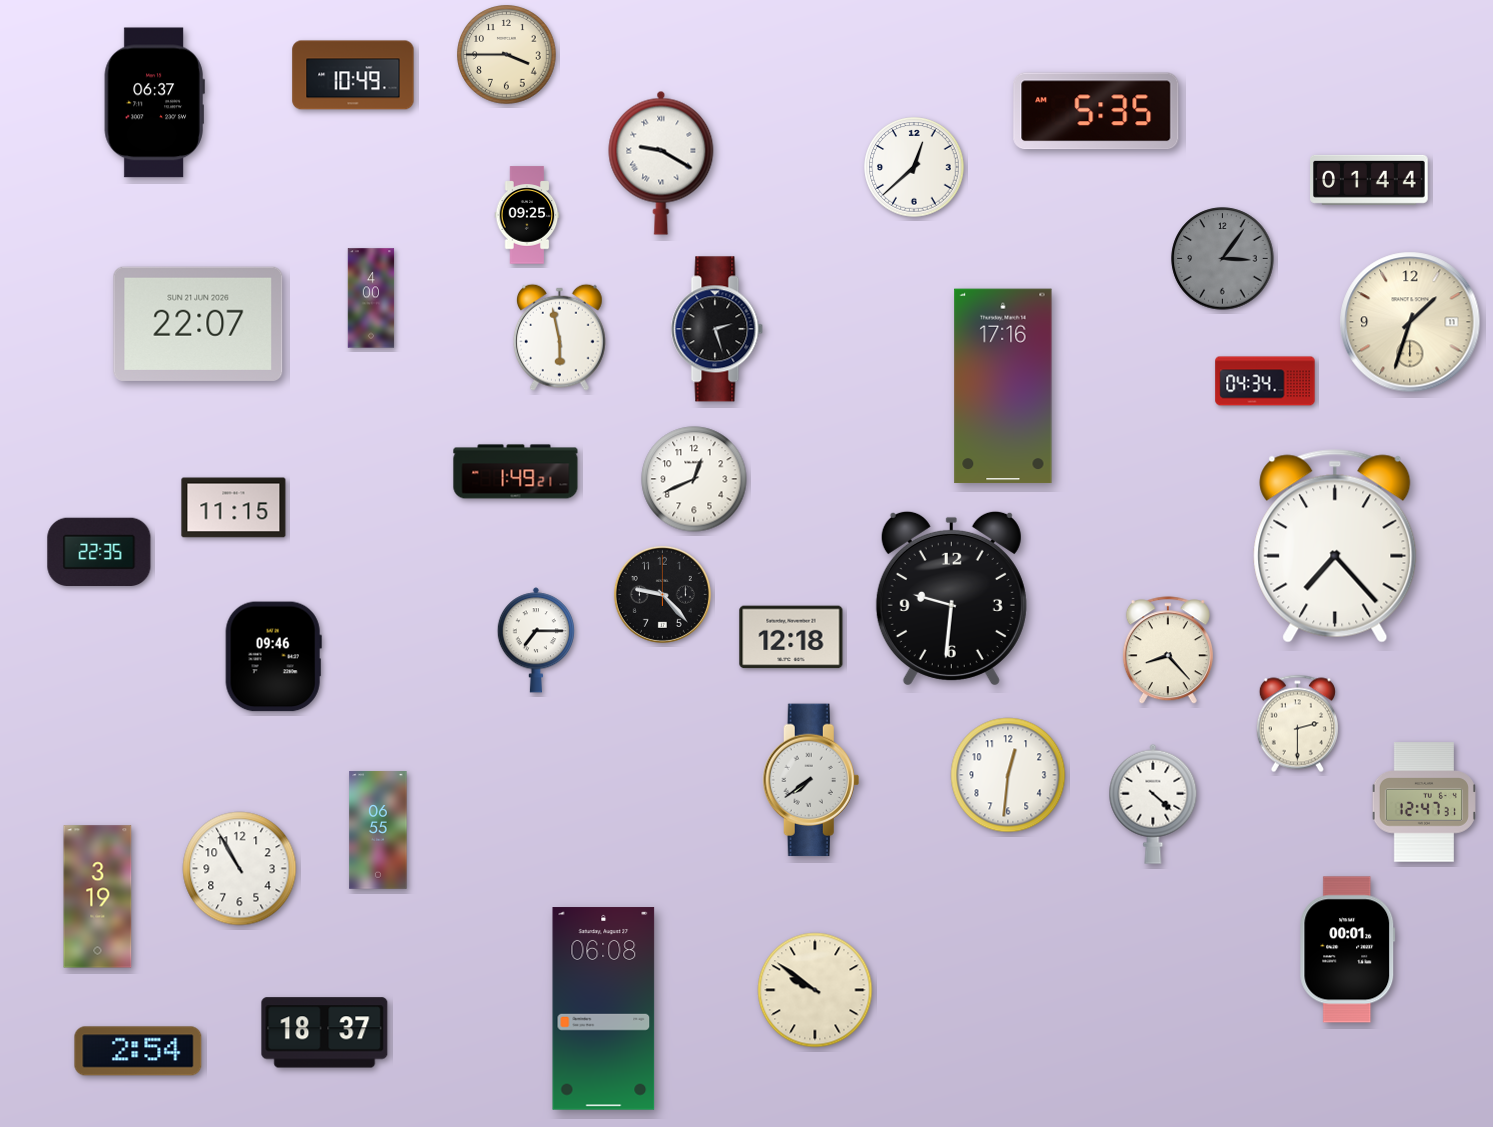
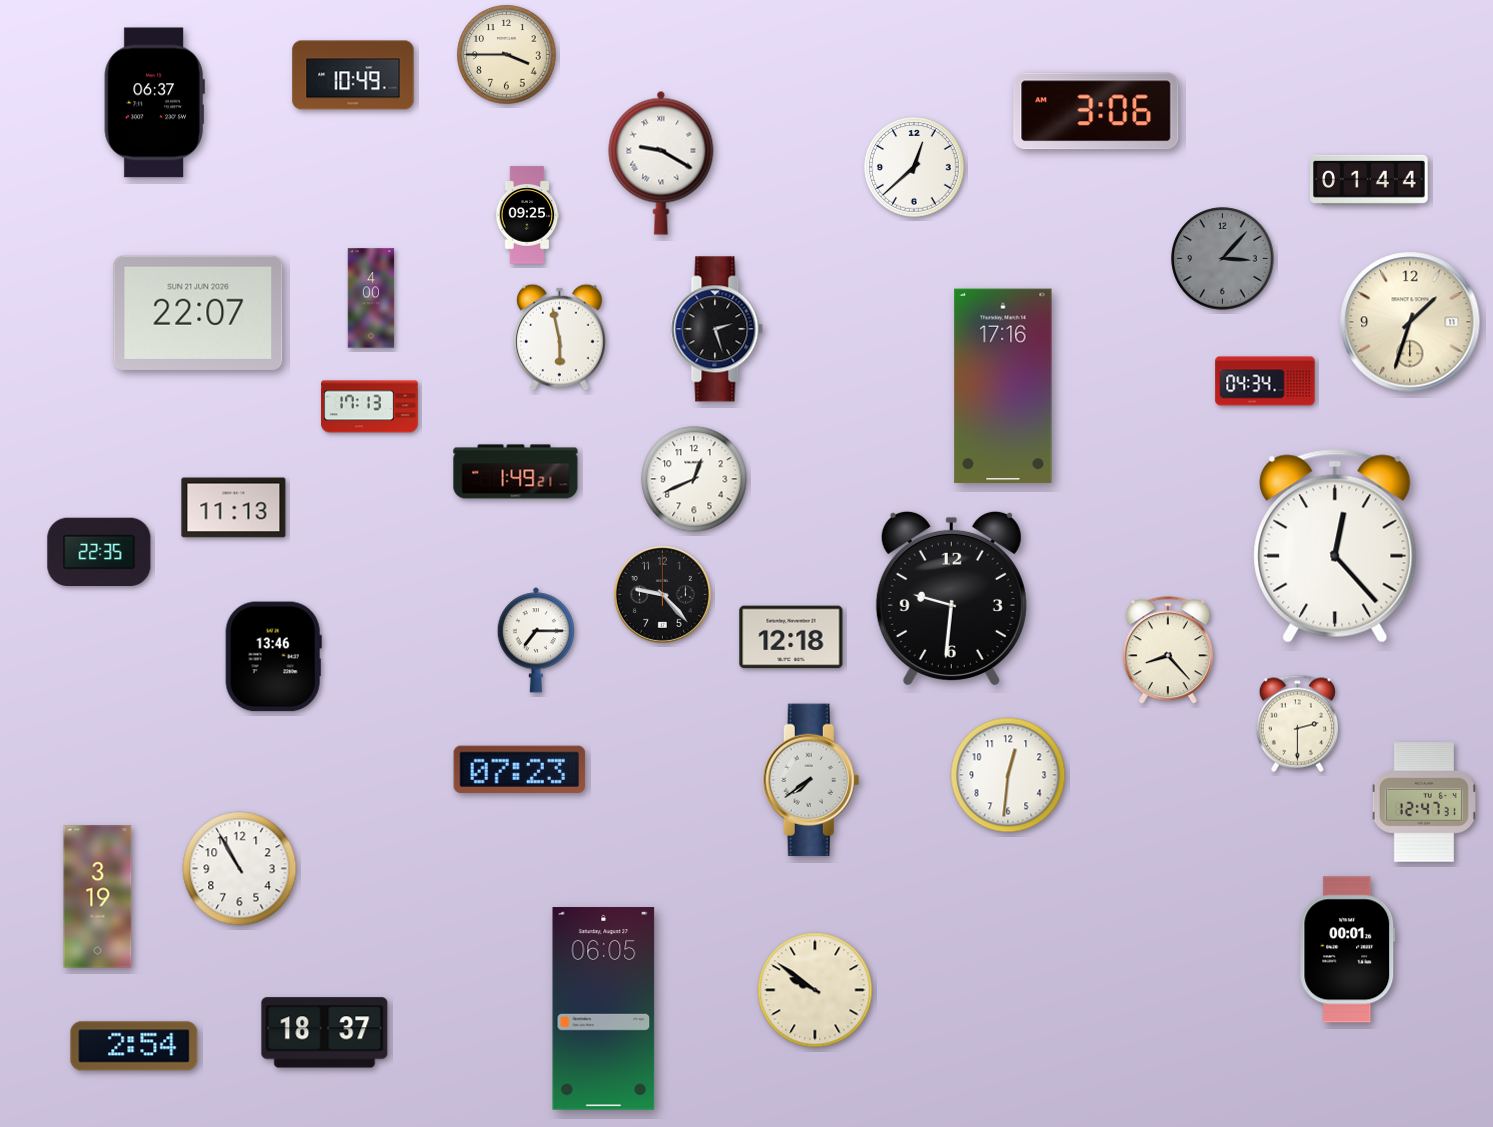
clock at (1096, 111): 5:35 -> 3:06
clock at (1223, 259): 3:06 -> 3:07
clock at (198, 324) position: (198, 324) -> (198, 313)
clock at (370, 407): none -> 17:13
clock at (234, 508): 11:15 -> 11:13
clock at (1335, 546): 7:23 -> 12:23
clock at (273, 657): 09:46 -> 13:46
clock at (520, 769): none -> 07:23
clock at (1153, 804): 4:22 -> none
clock at (378, 830): 06:55 -> none
clock at (604, 1009): 06:08 -> 06:05
clock at (138, 1051) position: (138, 1051) -> (134, 1046)
